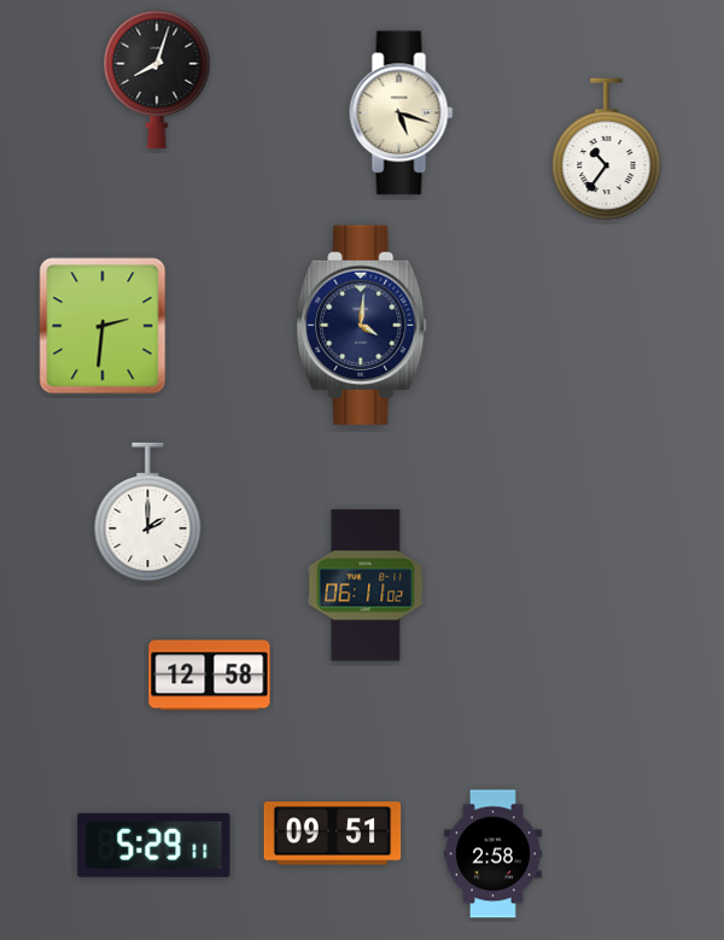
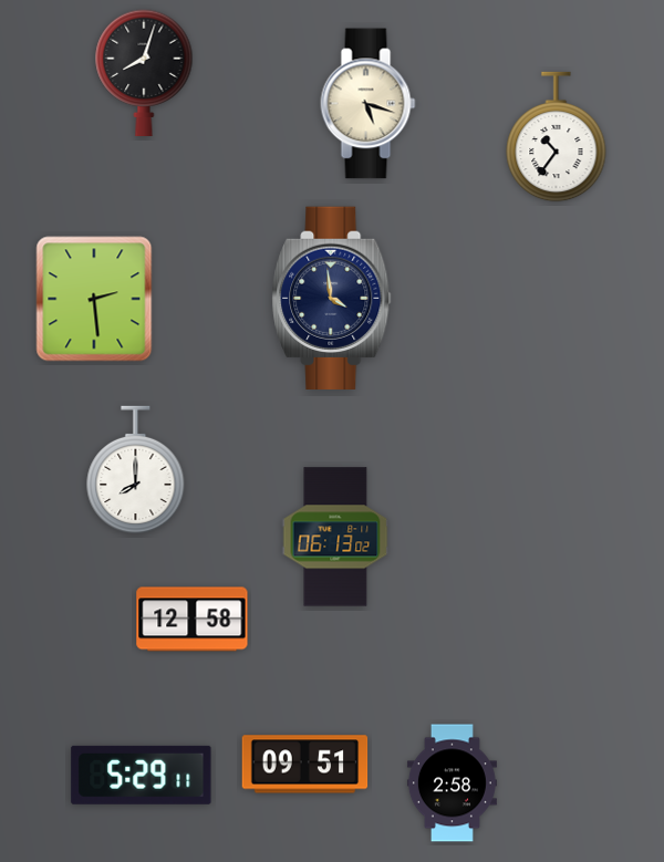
clock at (362, 325): 4:01 -> 3:59
clock at (103, 326): 2:31 -> 2:29
clock at (148, 513): 2:00 -> 8:00
clock at (366, 585): 06:11 -> 06:13
